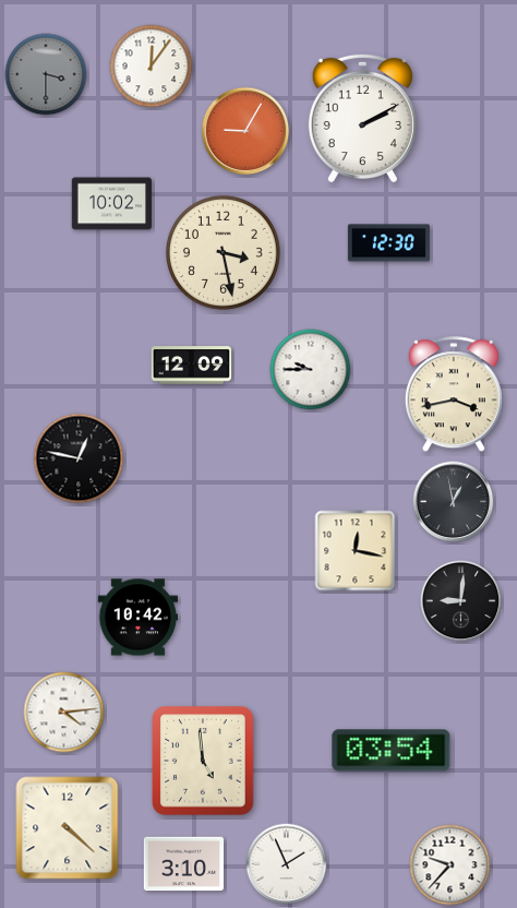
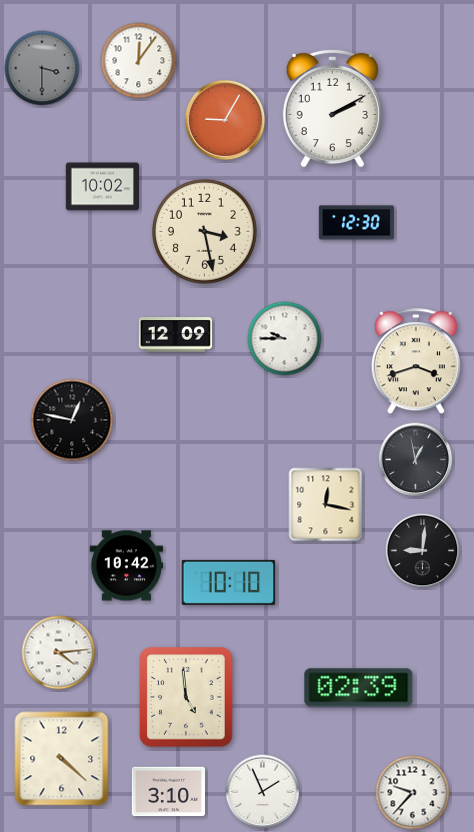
clock at (454, 395): 3:43 -> 3:42
clock at (229, 582): none -> 10:10
clock at (392, 751): 03:54 -> 02:39
